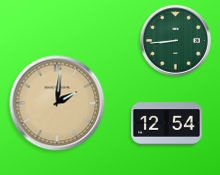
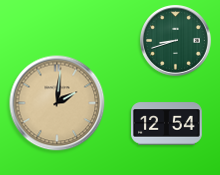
clock at (176, 41): 8:44 -> 8:42
